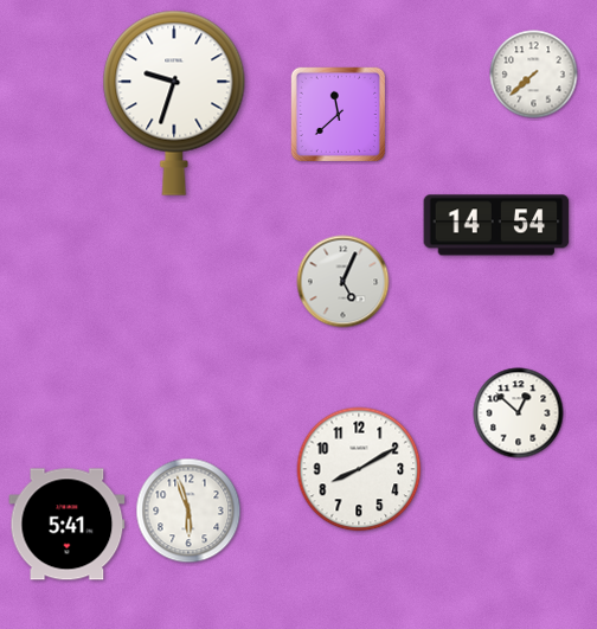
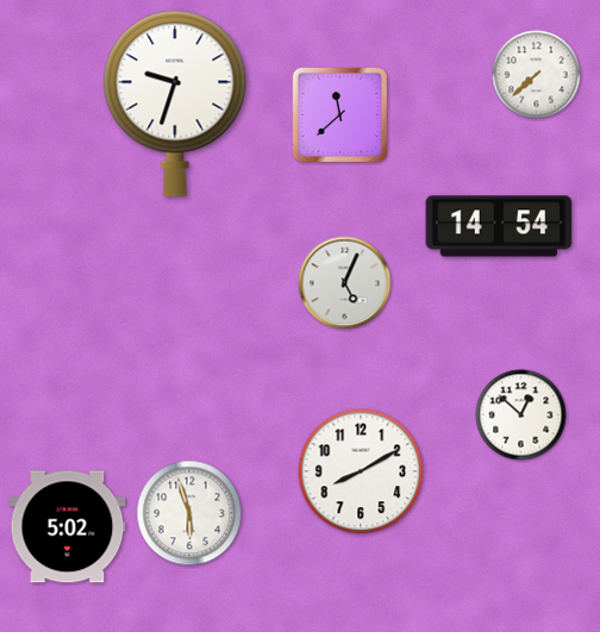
clock at (68, 525): 5:41 -> 5:02
